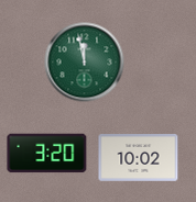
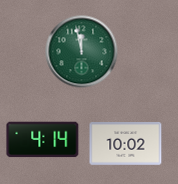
clock at (85, 63) position: (85, 63) -> (82, 52)
clock at (47, 154): 3:20 -> 4:14
